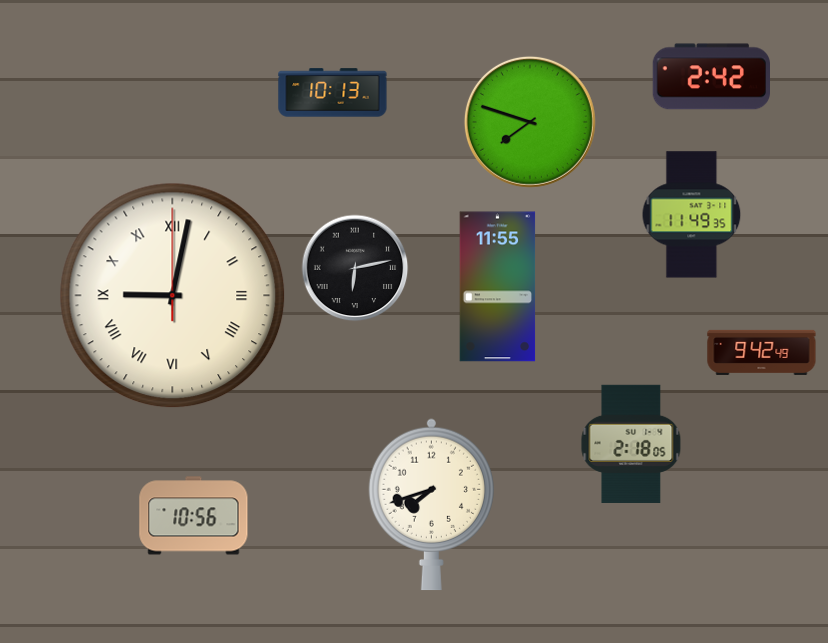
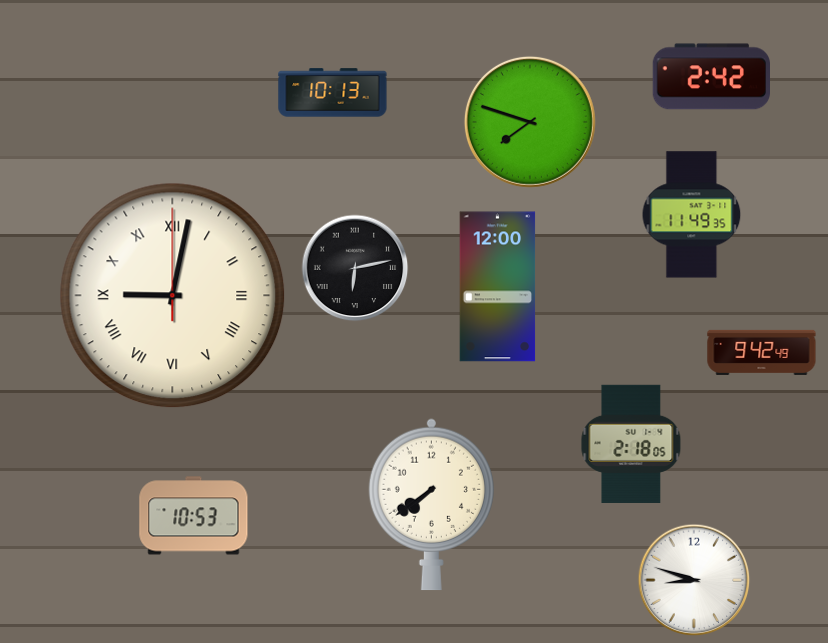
clock at (498, 287): 11:55 -> 12:00
clock at (431, 505): 7:42 -> 7:39
clock at (194, 516): 10:56 -> 10:53
clock at (694, 580): none -> 8:48
